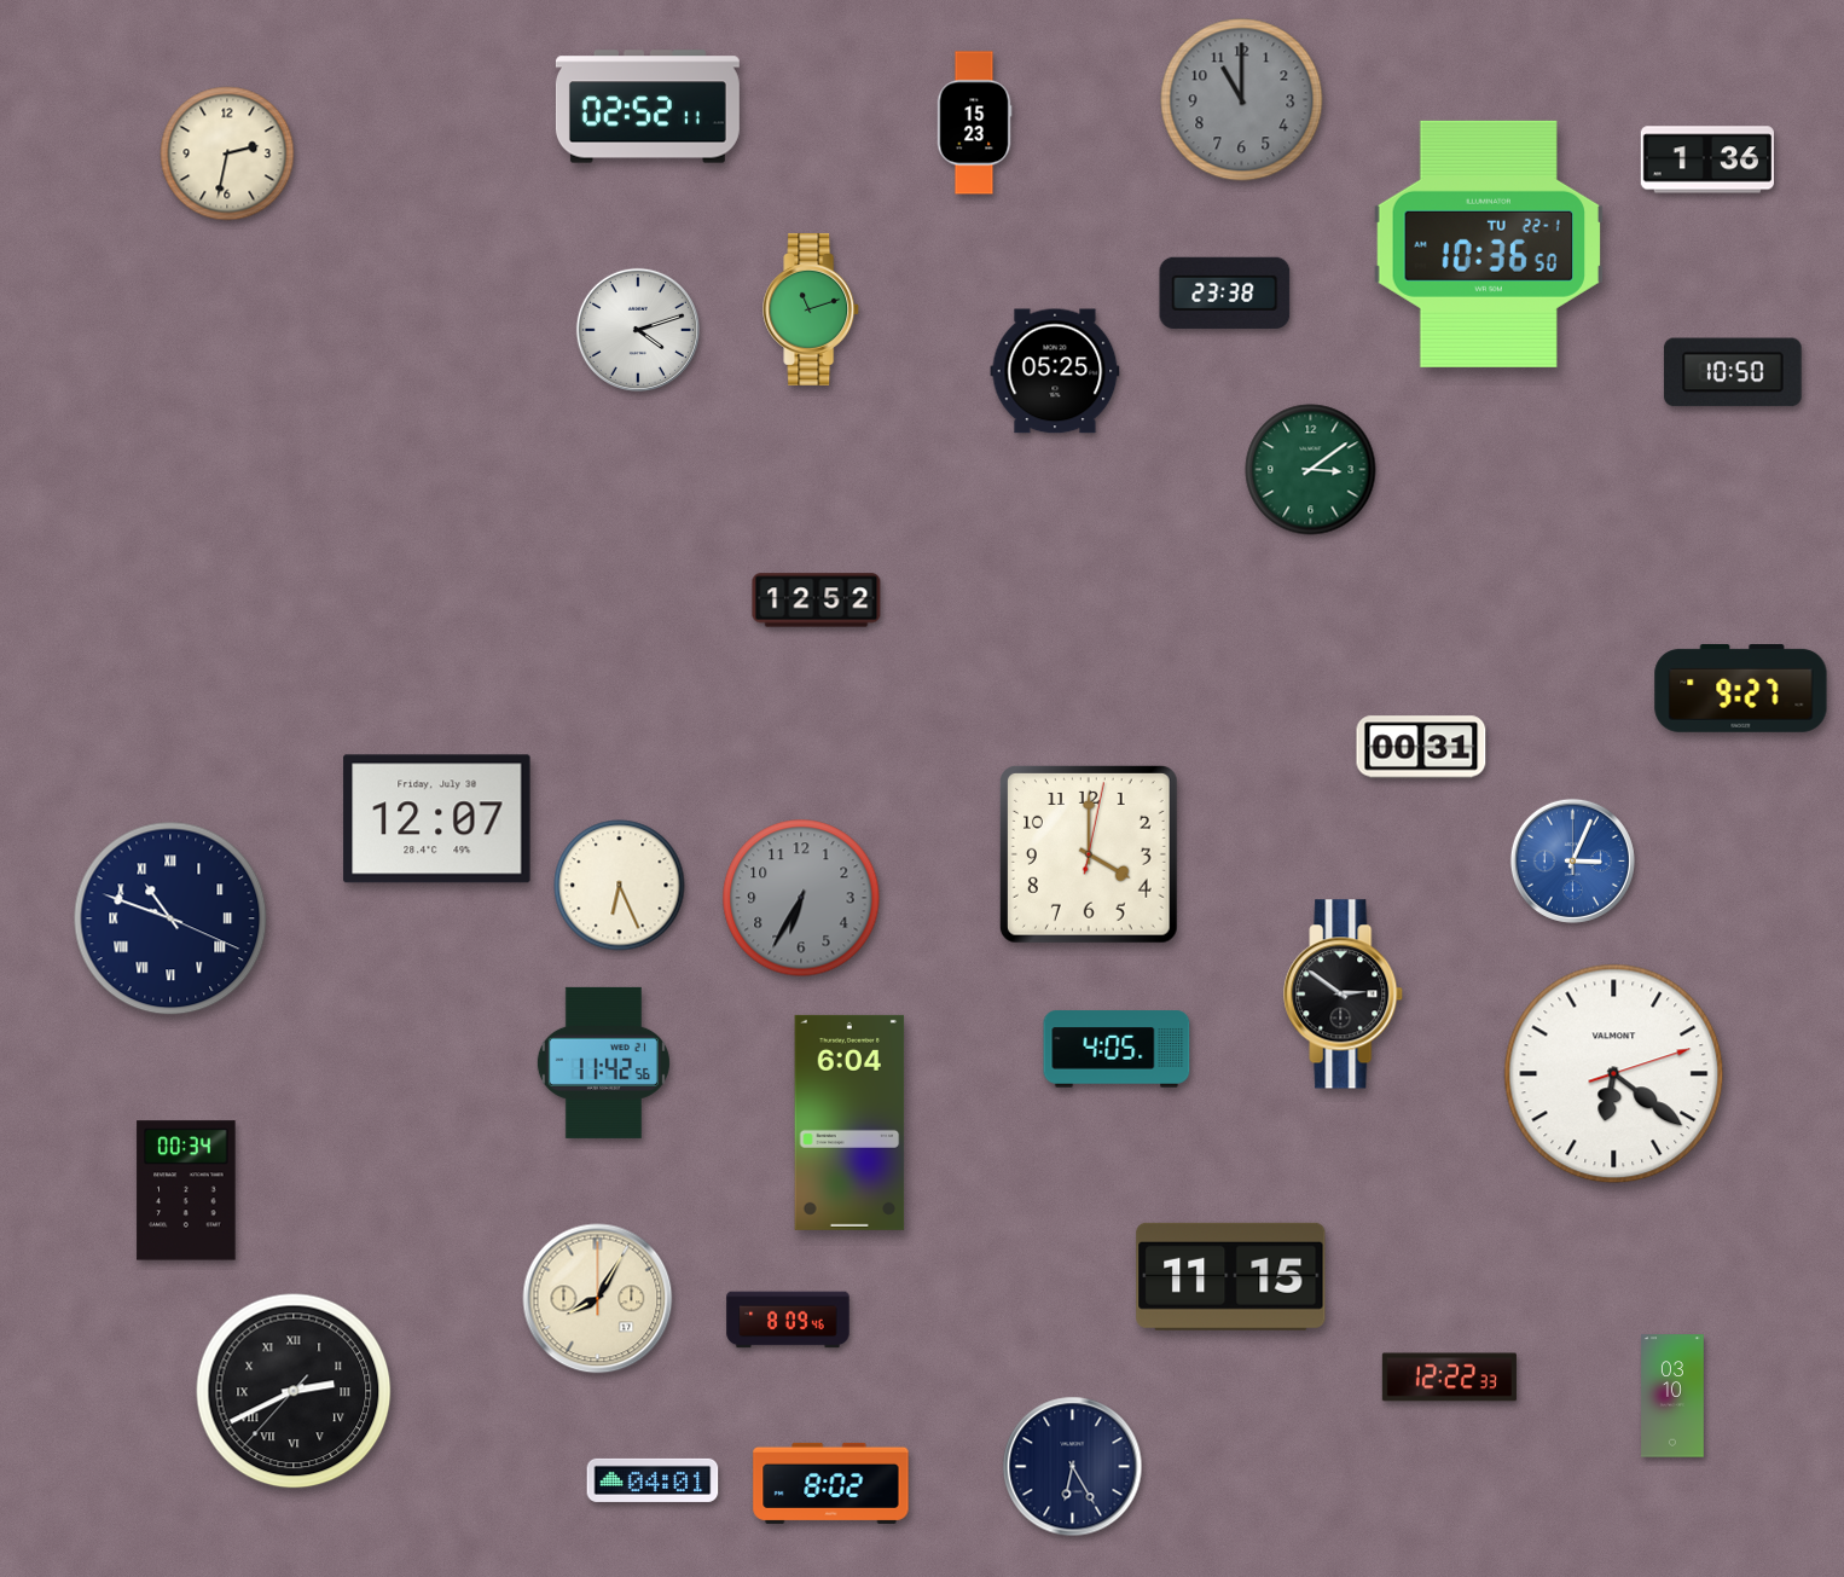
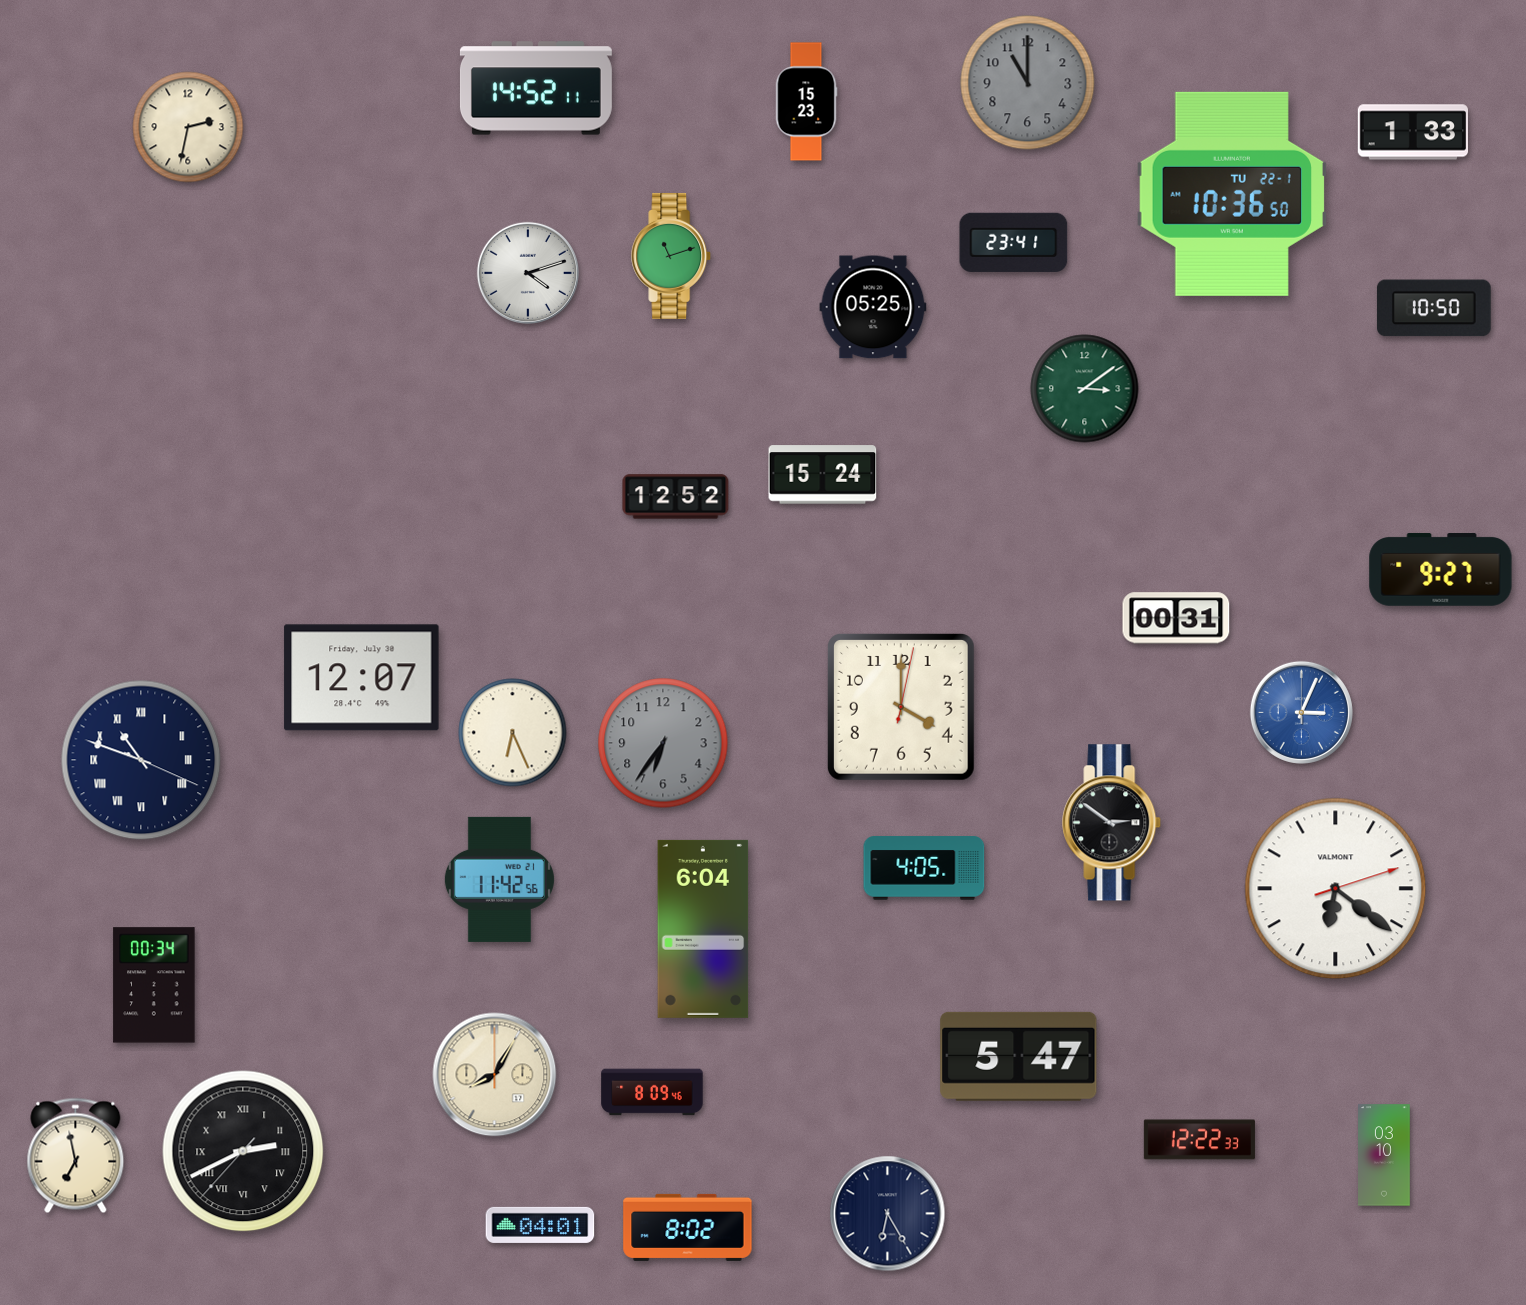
clock at (648, 106): 02:52 -> 14:52
clock at (1706, 160): 1:36 -> 1:33
clock at (1488, 244) position: (1488, 244) -> (1231, 194)
clock at (1225, 292): 23:38 -> 23:41
clock at (823, 475): none -> 15:24
clock at (801, 898): 6:35 -> 6:36
clock at (1231, 1276): 11:15 -> 5:47
clock at (76, 1156): none -> 6:58
